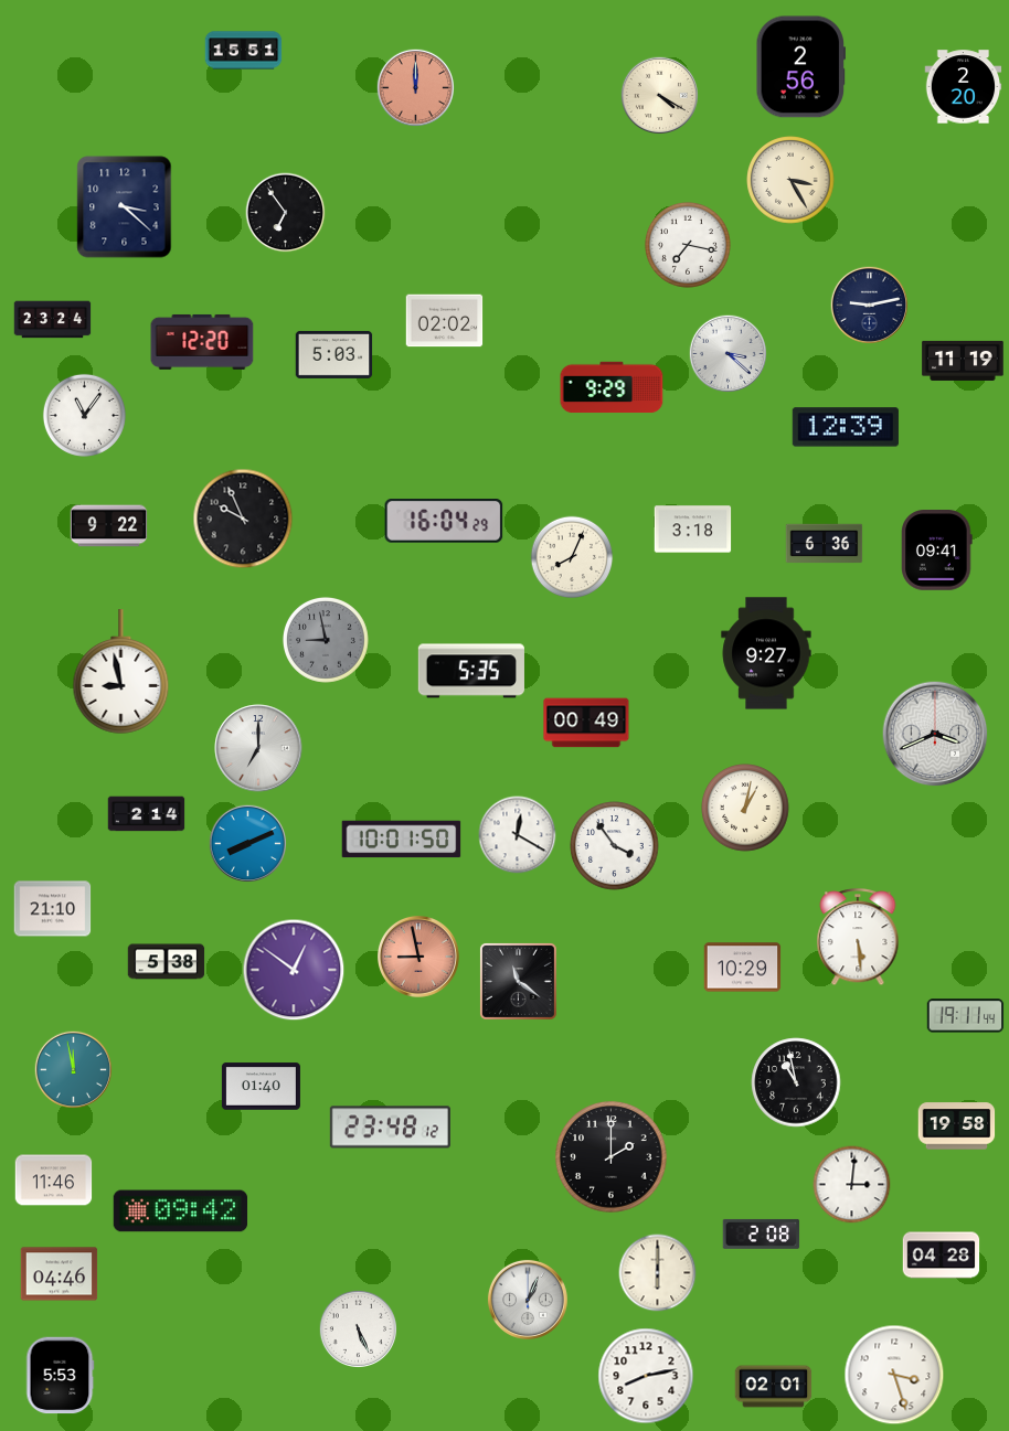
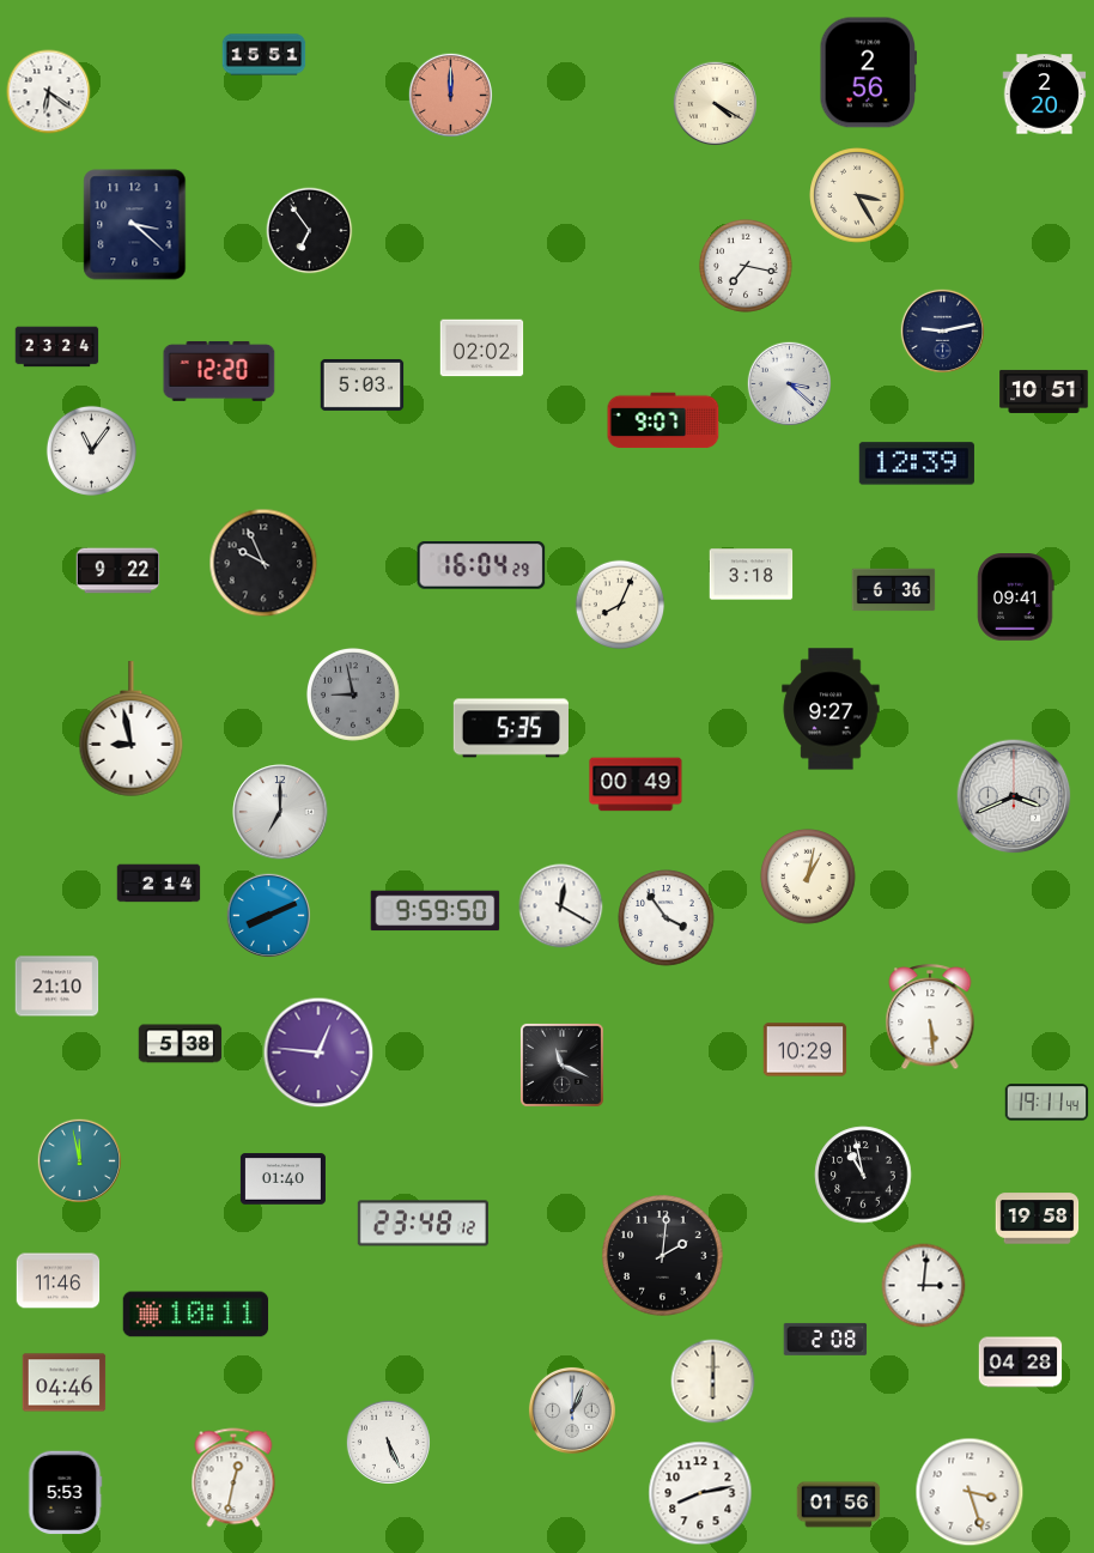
clock at (49, 92): none -> 6:21
clock at (963, 361): 11:19 -> 10:51
clock at (612, 387): 9:29 -> 9:07
clock at (402, 840): 10:01 -> 9:59
clock at (419, 958): 8:58 -> none
clock at (294, 970): 12:51 -> 12:46
clock at (518, 981): 11:21 -> 11:19
clock at (957, 1126) position: (957, 1126) -> (1038, 1219)
clock at (612, 1157): 2:00 -> 2:01
clock at (181, 1211): 09:42 -> 10:11
clock at (233, 1478): none -> 12:32
clock at (774, 1387): 02:01 -> 01:56
